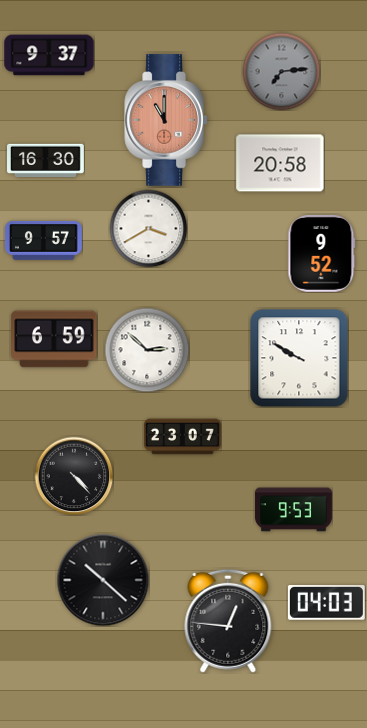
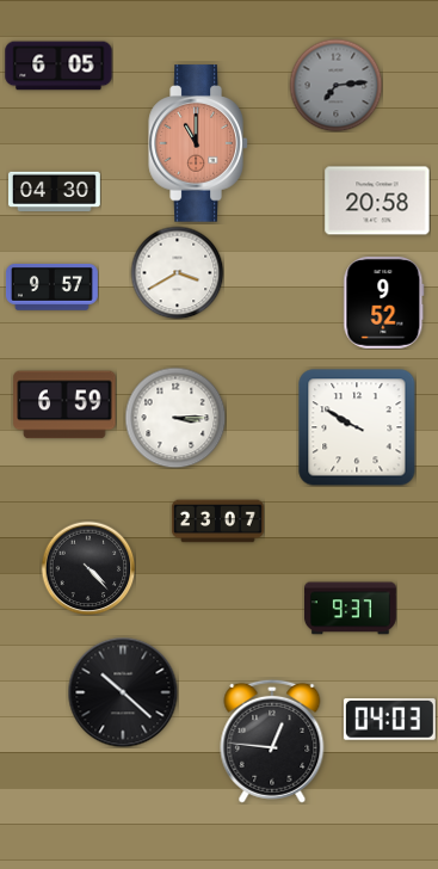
clock at (49, 55): 9:37 -> 6:05
clock at (46, 160): 16:30 -> 04:30
clock at (280, 163) position: (280, 163) -> (377, 201)
clock at (147, 350): 2:52 -> 3:15
clock at (293, 510): 9:53 -> 9:37
